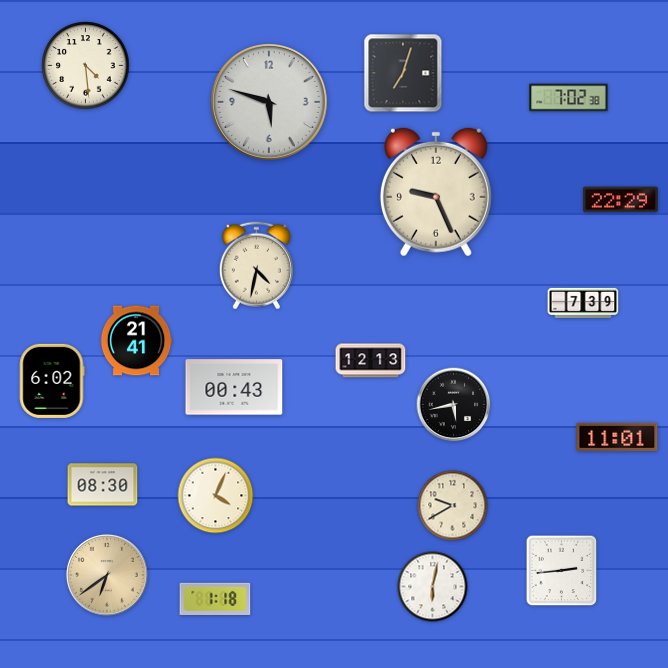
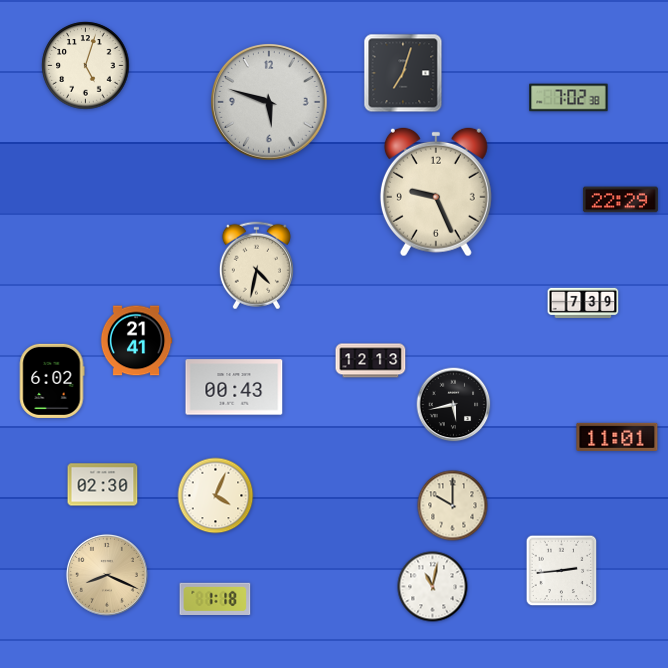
clock at (86, 66): 4:29 -> 5:03
clock at (103, 485): 08:30 -> 02:30
clock at (453, 506): 9:40 -> 10:00
clock at (107, 575): 6:39 -> 8:19
clock at (433, 587): 6:02 -> 11:02
